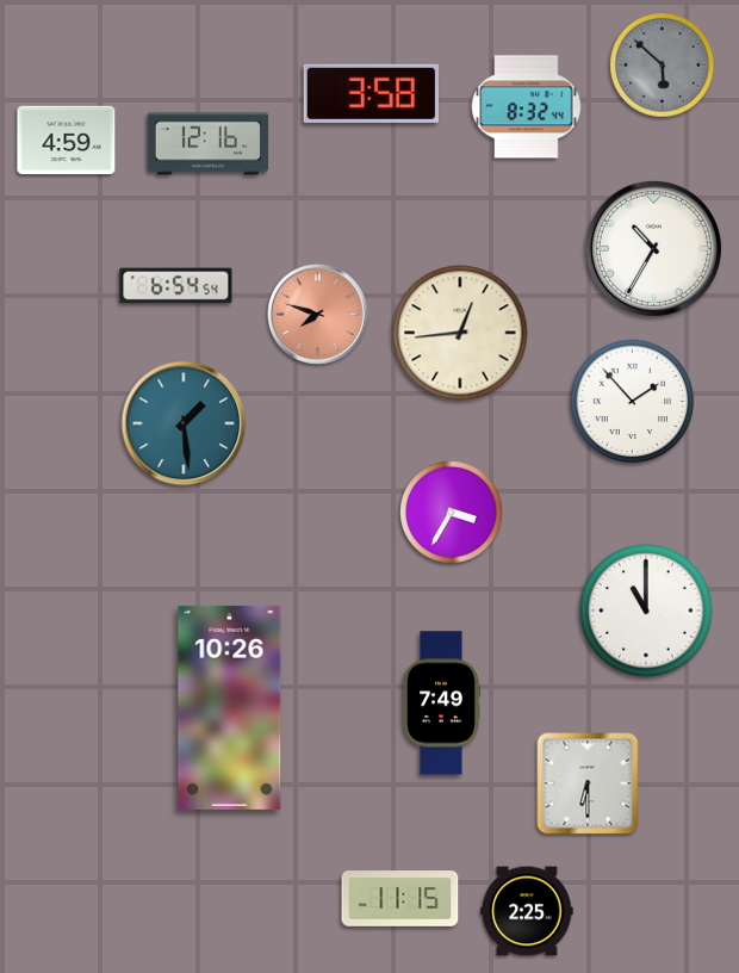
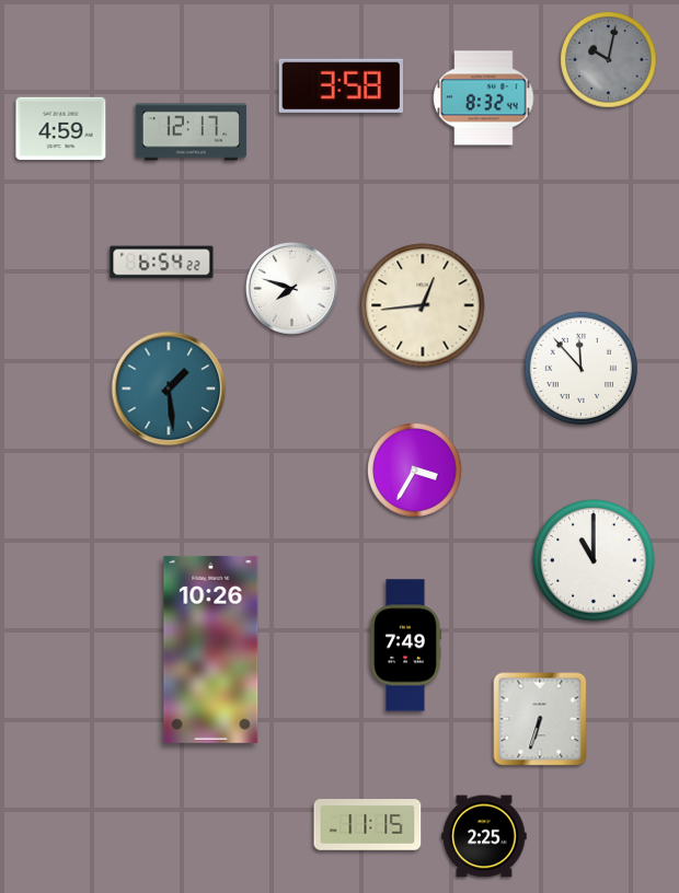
clock at (663, 66): 5:52 -> 10:02
clock at (207, 144): 12:16 -> 12:17
clock at (653, 248): 10:35 -> none
clock at (176, 286): 6:54:54 -> 6:54:22
clock at (318, 315) dial: salmon -> white
clock at (633, 402): 1:53 -> 11:53
clock at (588, 783): 6:30 -> 6:33
